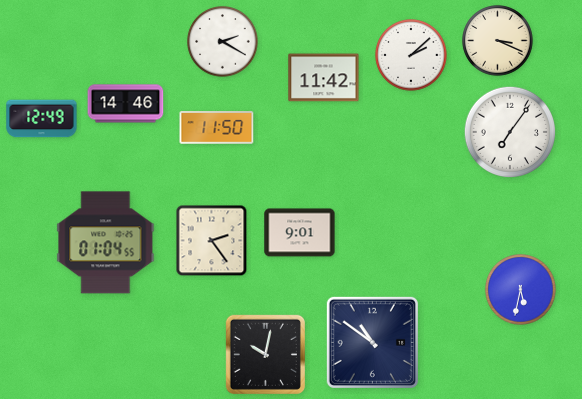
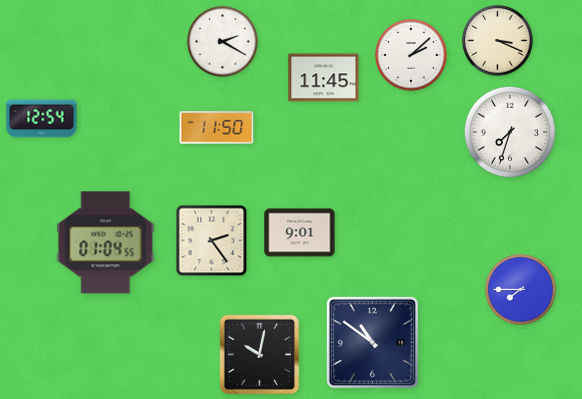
clock at (324, 78): 11:42 -> 11:45
clock at (126, 104): 14:46 -> none
clock at (42, 119): 12:49 -> 12:54
clock at (509, 131): 7:06 -> 7:33
clock at (521, 290): 5:32 -> 7:45
clock at (265, 354) position: (265, 354) -> (259, 354)
